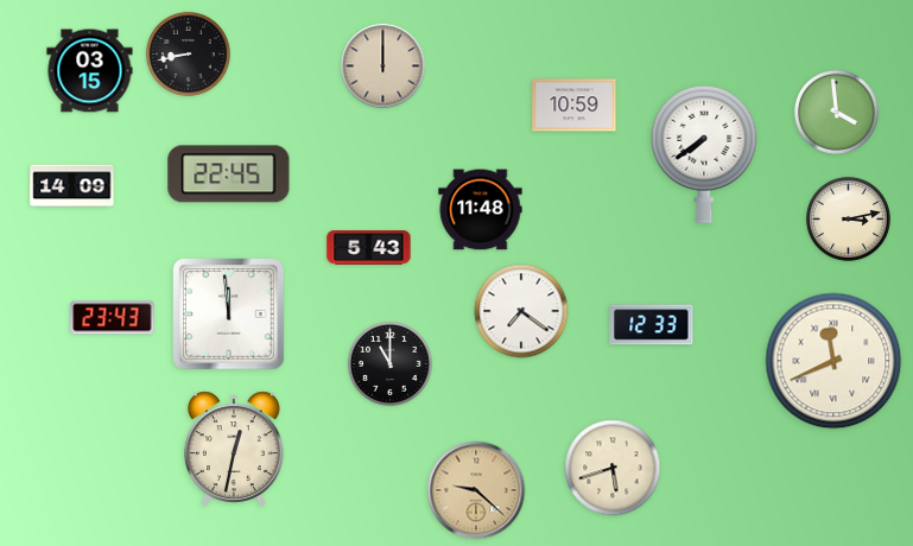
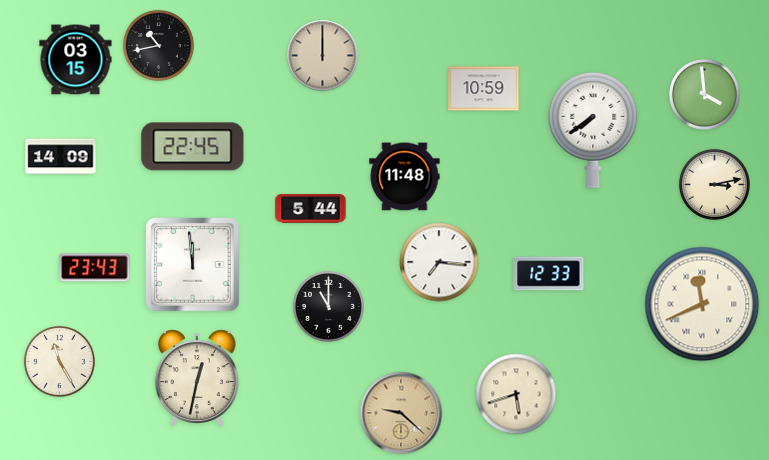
clock at (188, 53): 8:43 -> 10:43
clock at (369, 248): 5:43 -> 5:44
clock at (521, 311): 7:21 -> 7:16
clock at (59, 361): none -> 11:25
